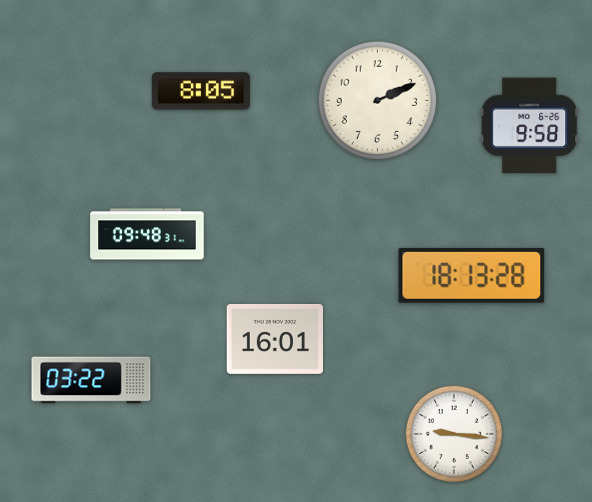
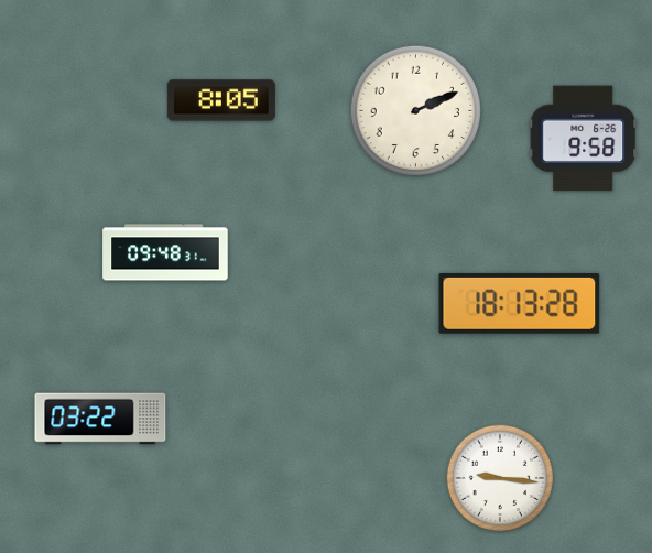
clock at (147, 234) position: (147, 234) -> (165, 252)
clock at (274, 339): 16:01 -> none
